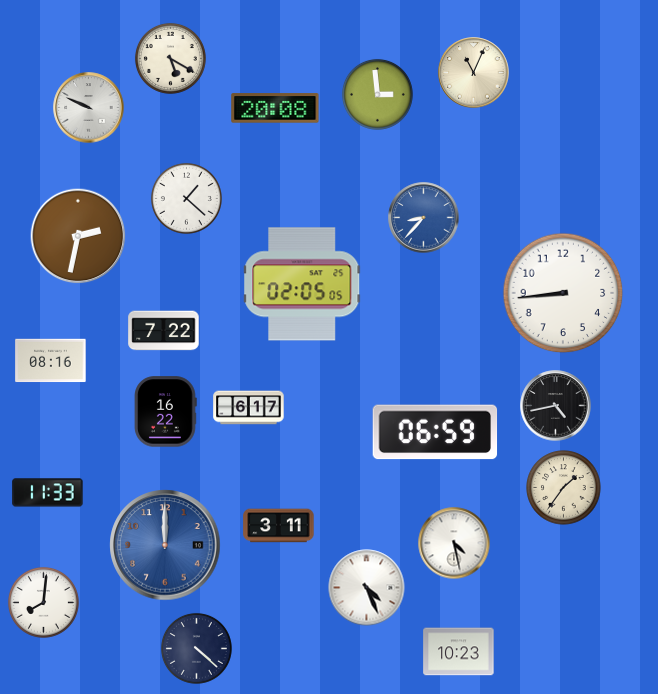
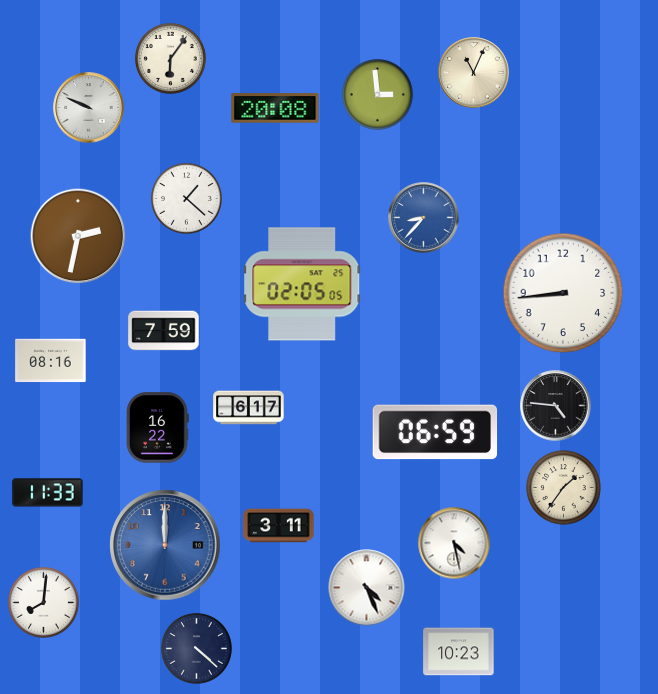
clock at (170, 58): 5:20 -> 6:06
clock at (164, 331): 7:22 -> 7:59
clock at (556, 406): 4:43 -> 4:46
clock at (166, 412) position: (166, 412) -> (158, 428)
